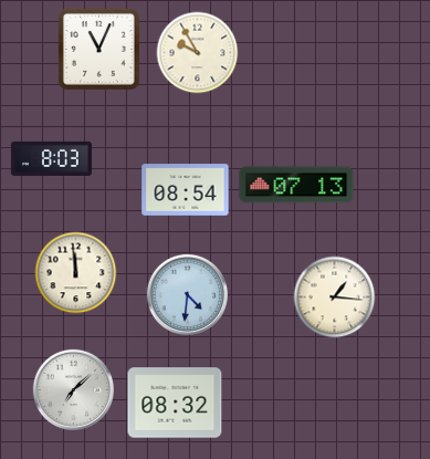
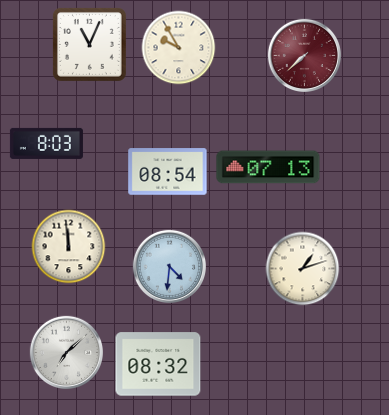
clock at (305, 56): none -> 7:38
clock at (335, 298): 1:16 -> 1:12
